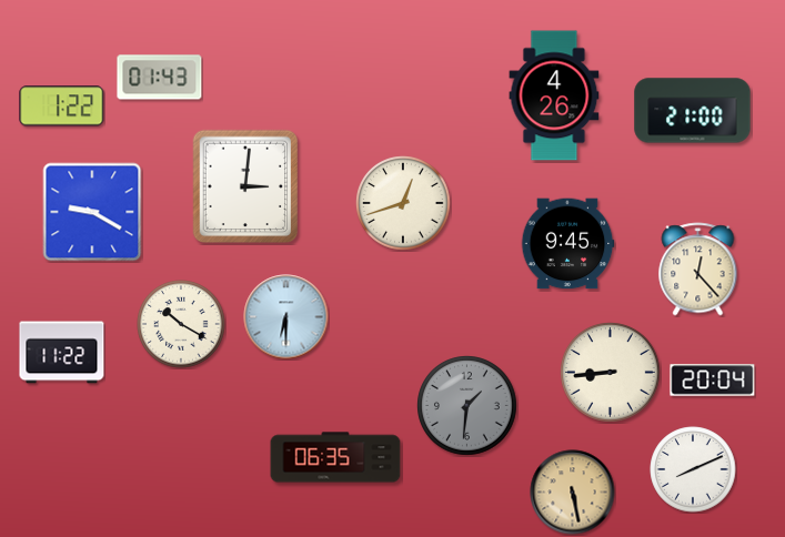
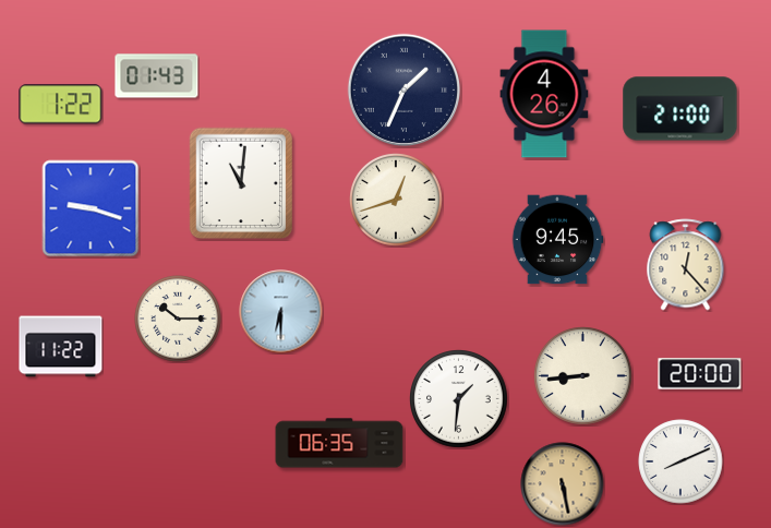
clock at (403, 89): none -> 1:34
clock at (245, 186): 3:01 -> 11:01
clock at (92, 212): 9:20 -> 9:18
clock at (181, 324): 10:20 -> 10:15
clock at (611, 373) position: (611, 373) -> (583, 376)
clock at (713, 381): 20:04 -> 20:00
clock at (467, 406) dial: grey -> white
clock at (335, 457) position: (335, 457) -> (339, 443)
